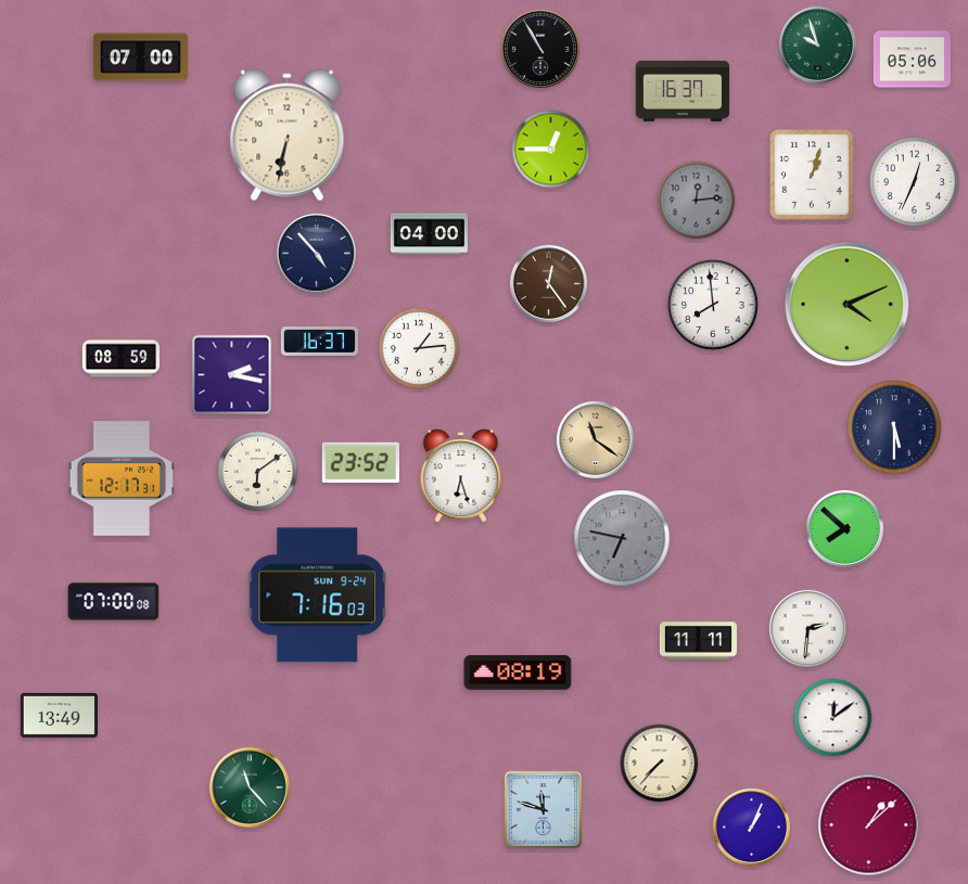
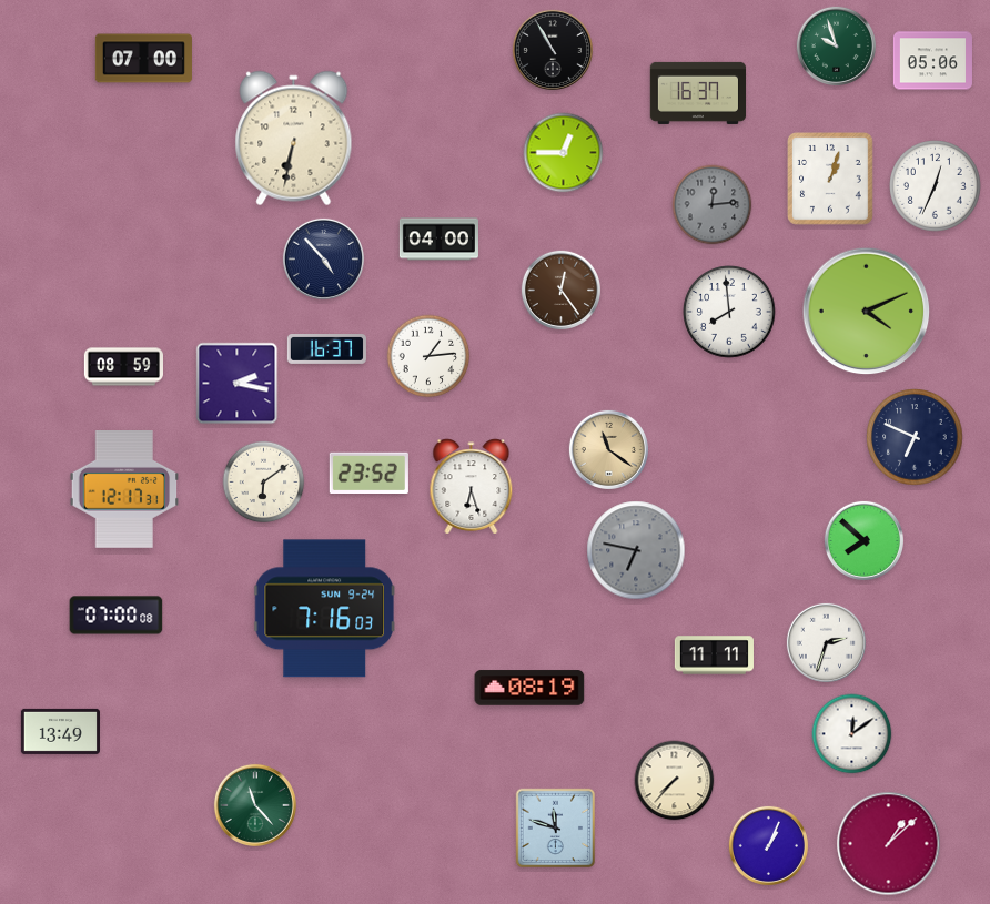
clock at (894, 427): 5:30 -> 6:49
clock at (807, 628): 2:31 -> 2:33
